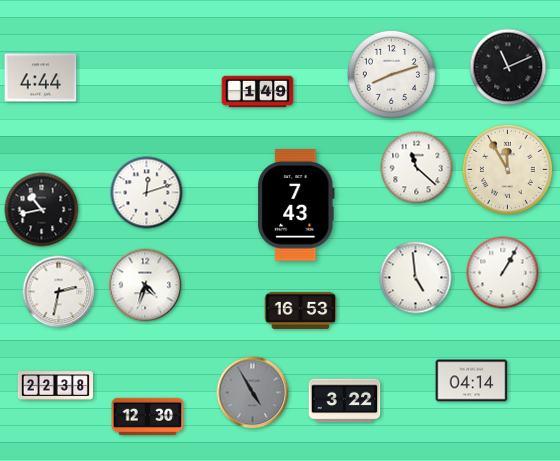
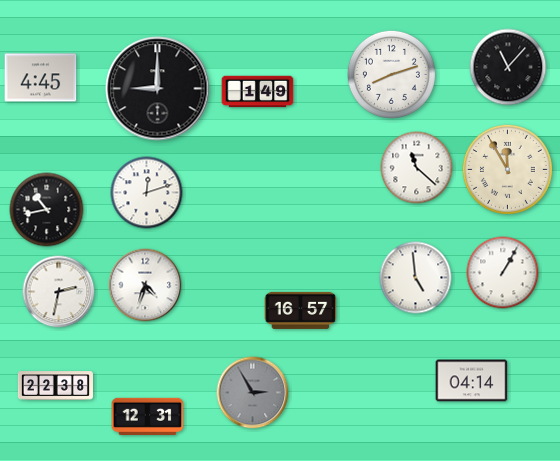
clock at (508, 67): 11:11 -> 11:07
clock at (41, 78): 4:44 -> 4:45
clock at (158, 89): none -> 9:00
clock at (296, 205): 7:43 -> none
clock at (42, 210) position: (42, 210) -> (47, 210)
clock at (301, 310): 16:53 -> 16:57
clock at (253, 393): 4:55 -> 2:55
clock at (345, 401): 3:22 -> none
clock at (148, 416): 12:30 -> 12:31
